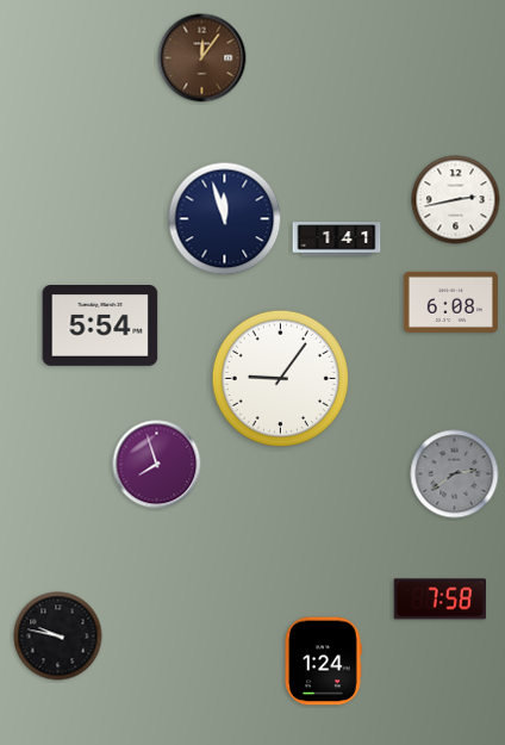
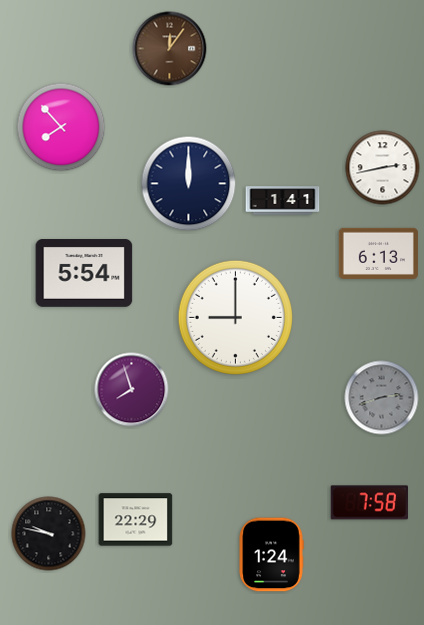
clock at (61, 127): none -> 7:53
clock at (225, 219): 11:57 -> 12:00
clock at (450, 302): 6:08 -> 6:13
clock at (280, 378): 9:06 -> 9:00
clock at (455, 474): 2:39 -> 2:42
clock at (136, 520): none -> 22:29
